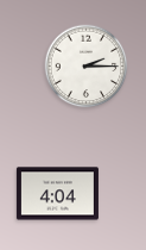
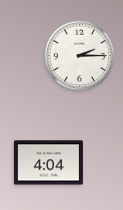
clock at (87, 67) position: (87, 67) -> (80, 56)
